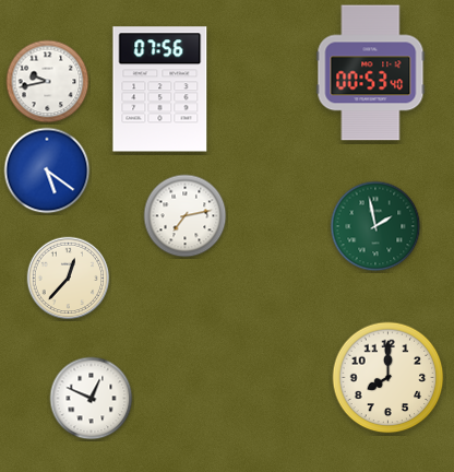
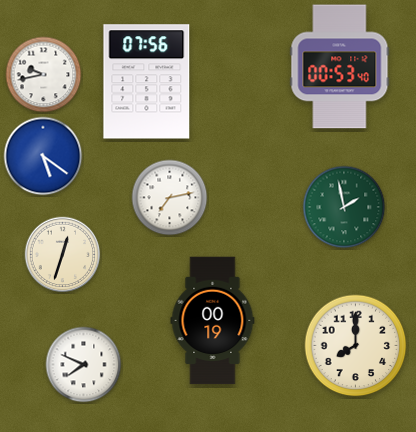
clock at (69, 279): 12:37 -> 12:33
clock at (213, 321): none -> 00:19
clock at (92, 399): 12:49 -> 7:49
